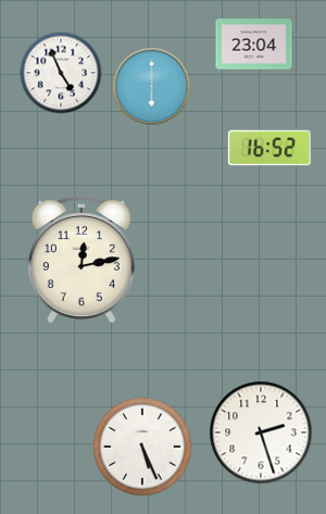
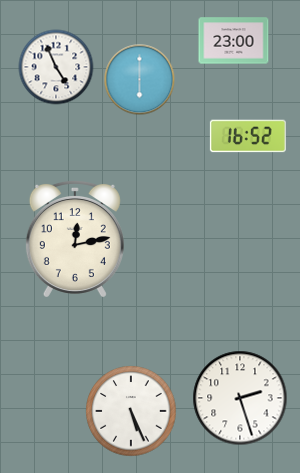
clock at (254, 45): 23:04 -> 23:00
